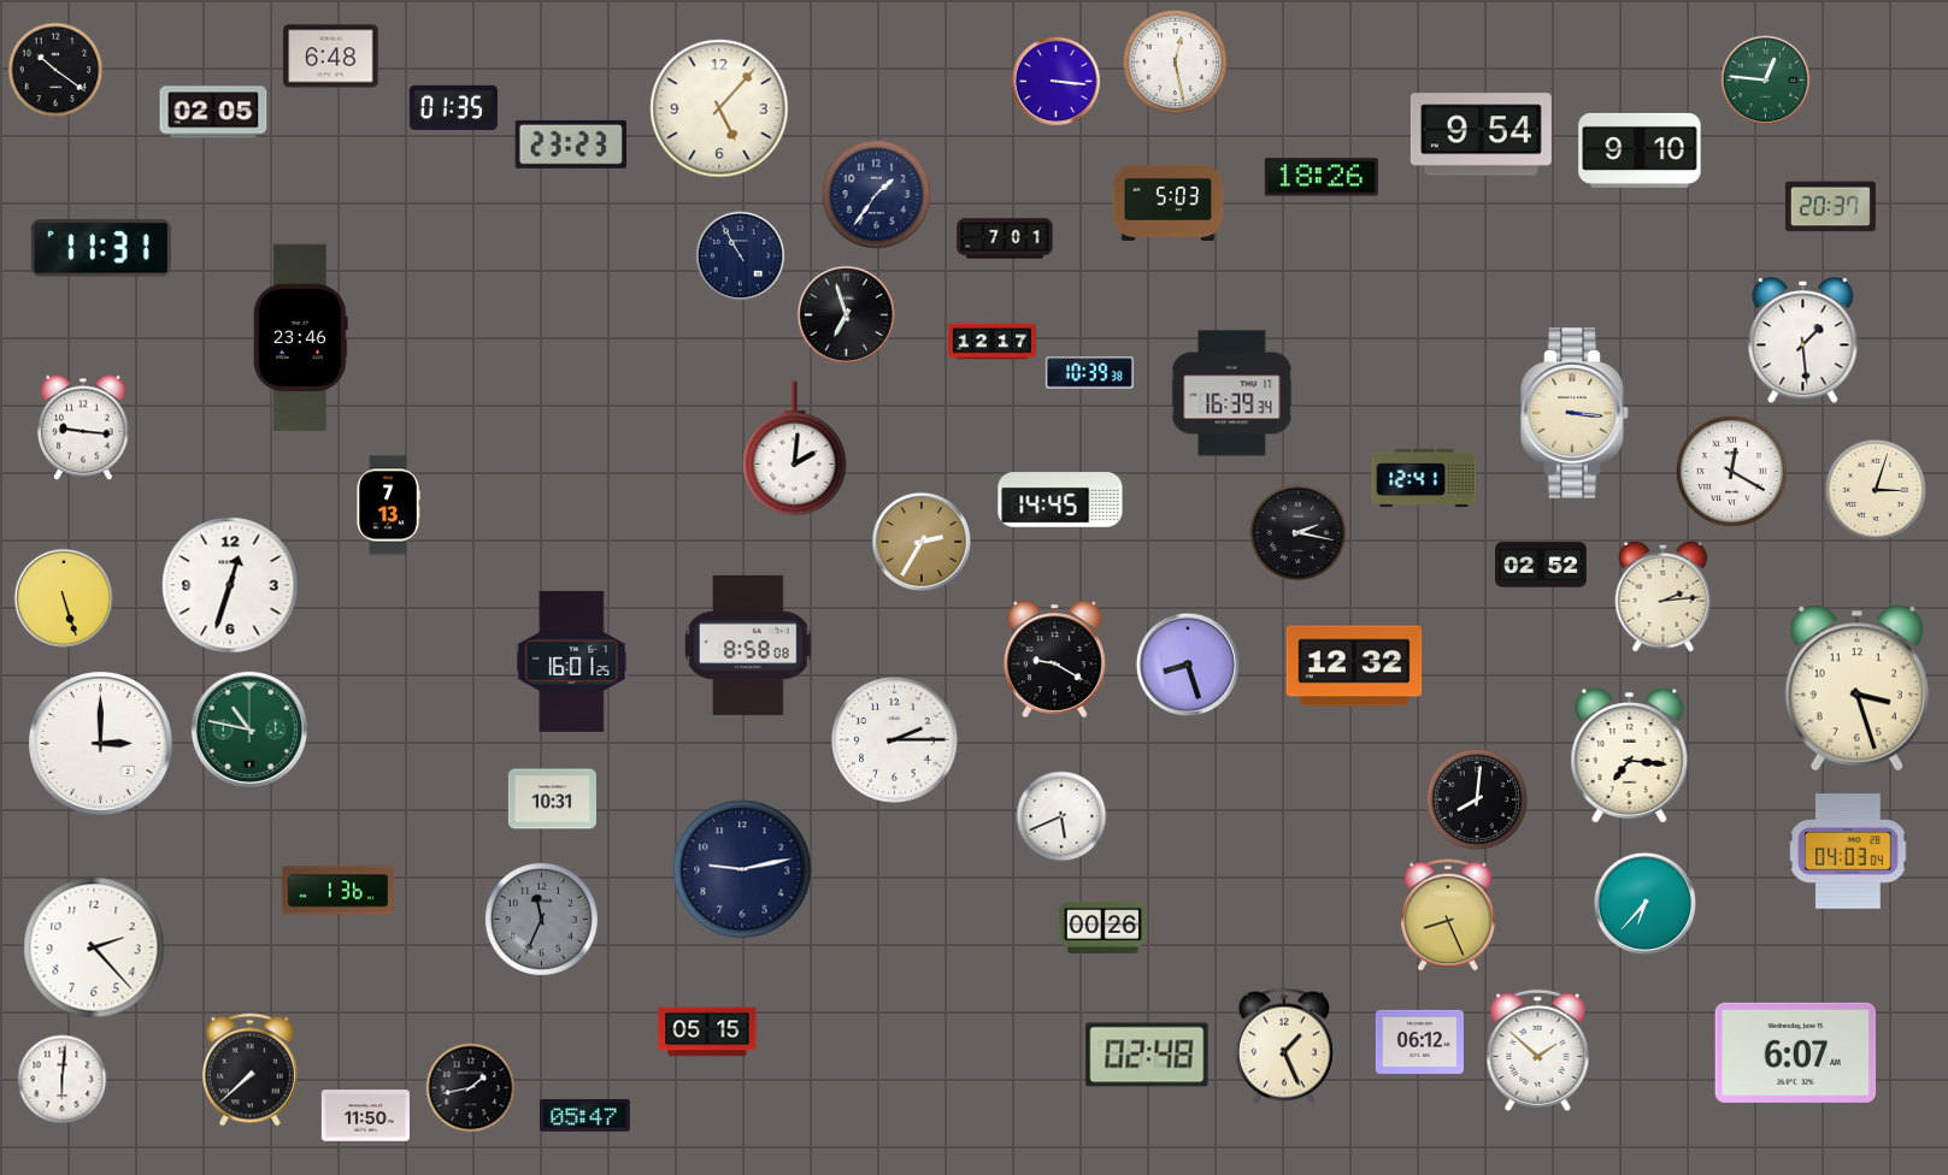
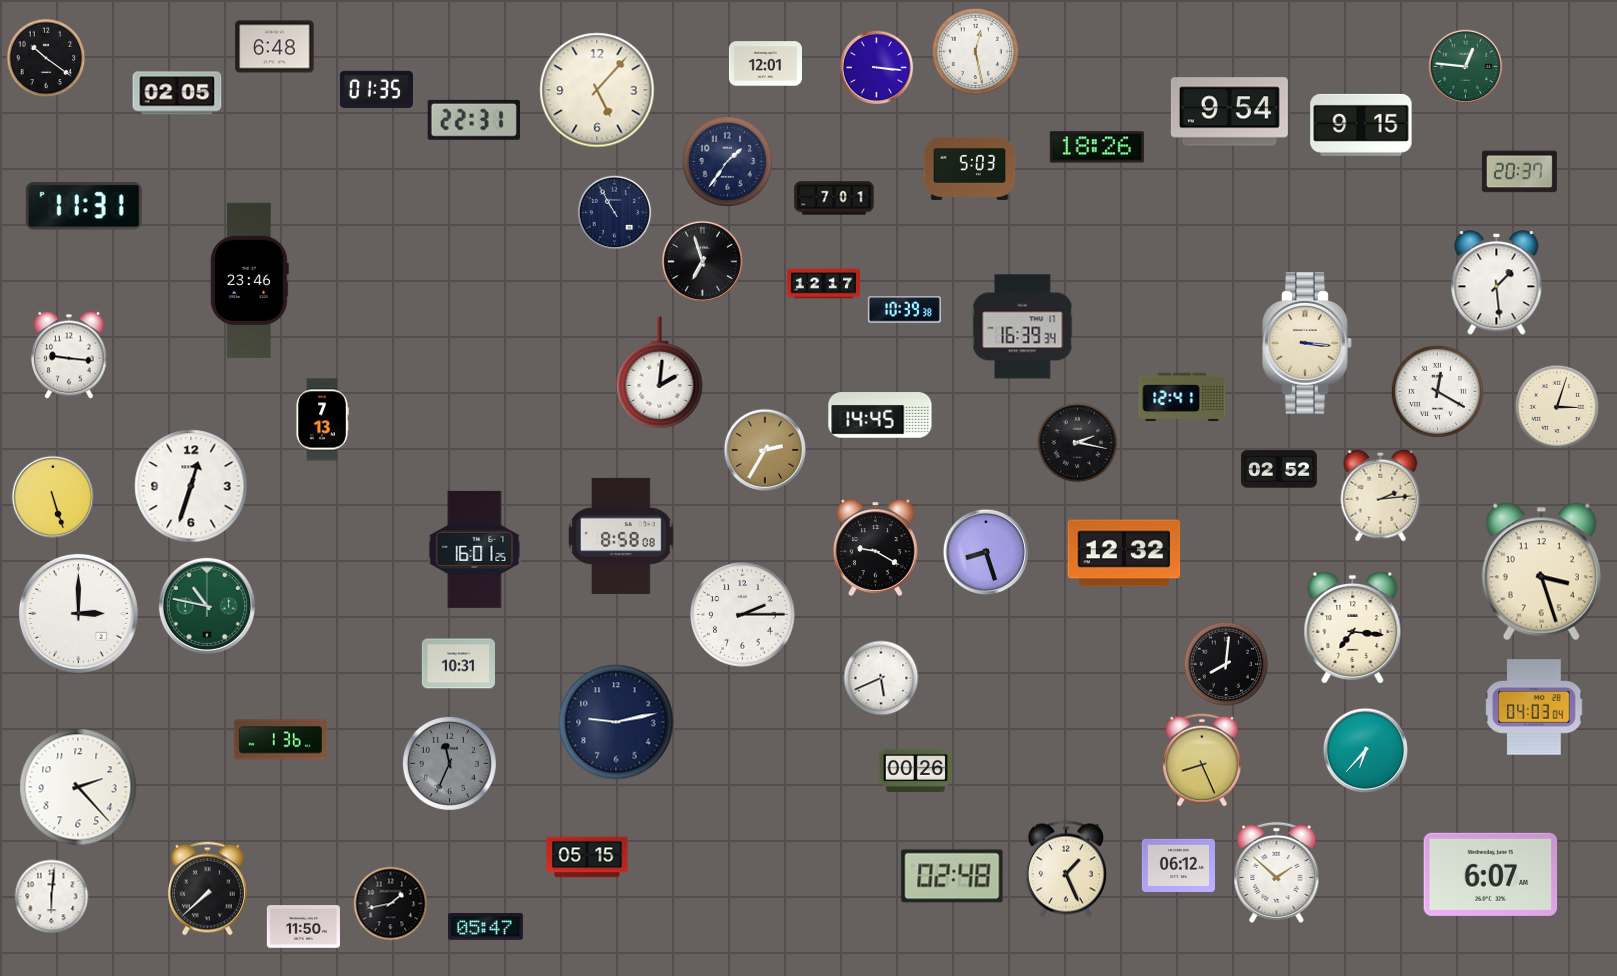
clock at (765, 64): none -> 12:01
clock at (571, 144): 23:23 -> 22:31
clock at (1640, 150): 9:10 -> 9:15
clock at (100, 743) position: (100, 743) -> (78, 613)
